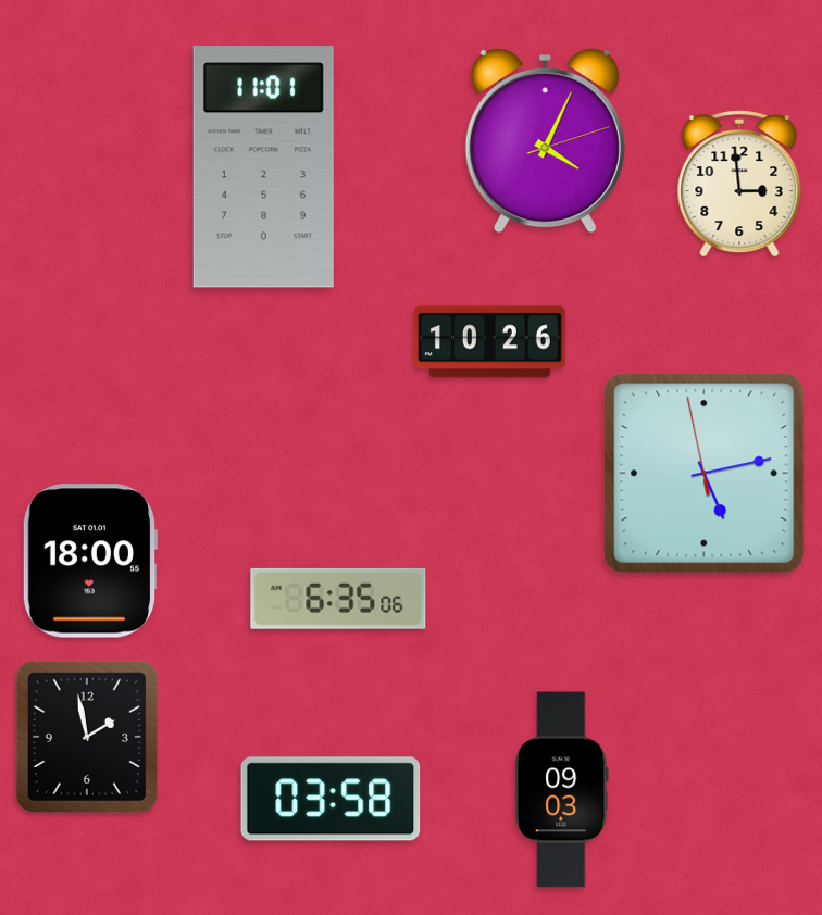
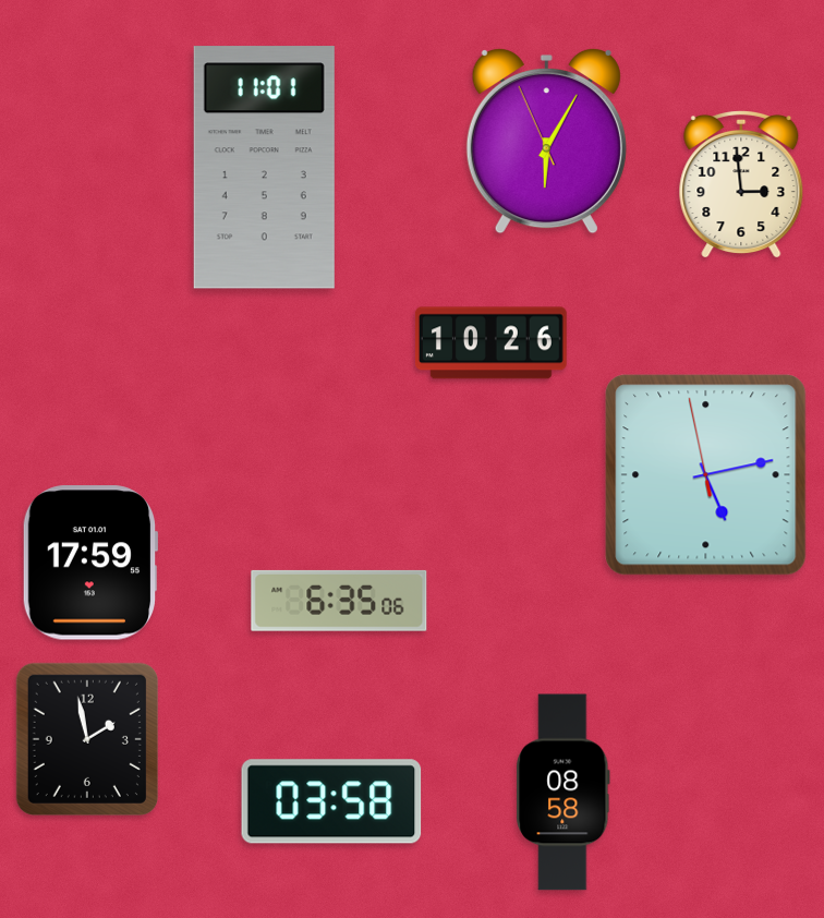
clock at (545, 140): 4:04 -> 6:04
clock at (90, 561): 18:00 -> 17:59
clock at (562, 790): 09:03 -> 08:58
